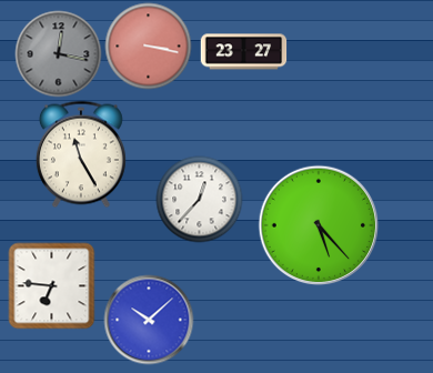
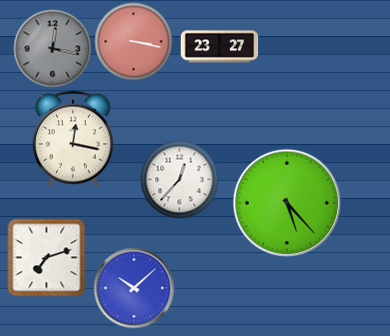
clock at (81, 154): 11:25 -> 12:17
clock at (51, 285): 6:46 -> 7:12
